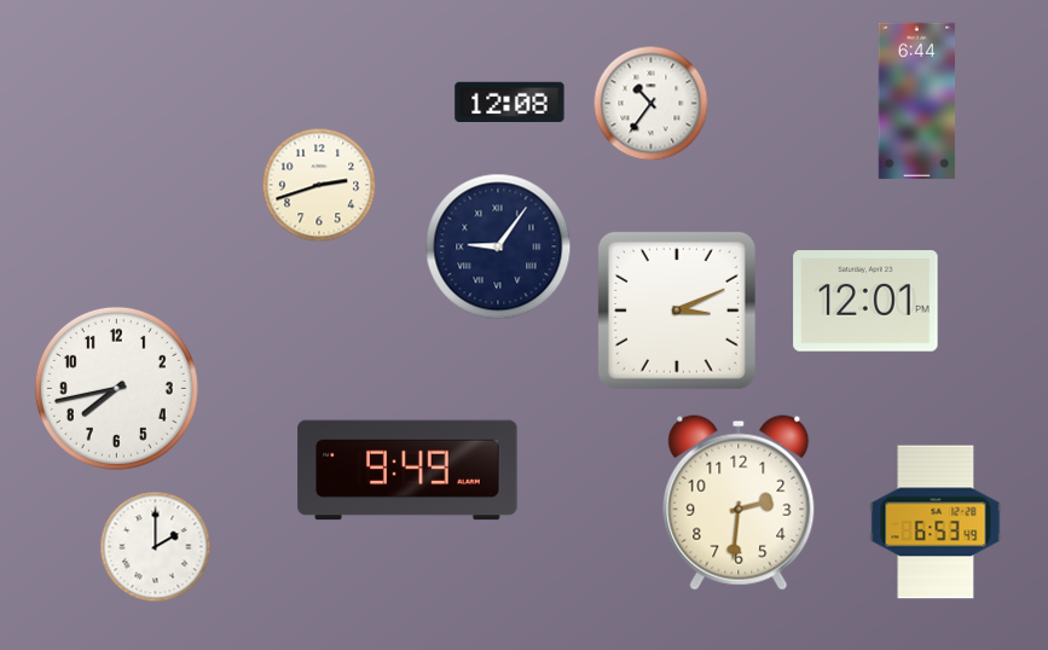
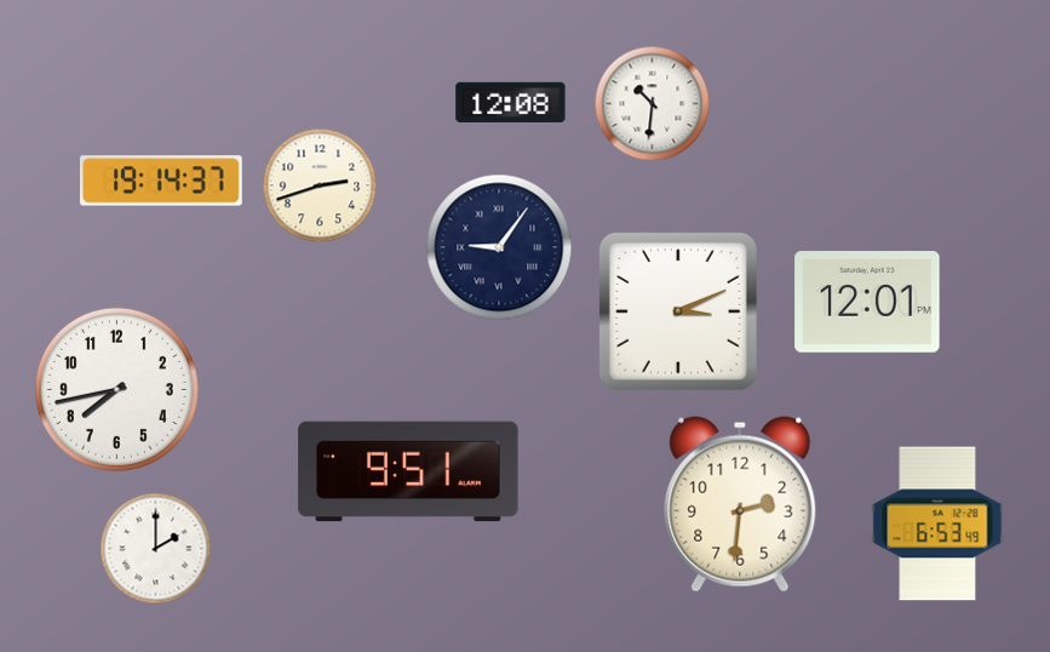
clock at (917, 101): 6:44 -> none
clock at (652, 104): 10:36 -> 10:31
clock at (162, 181): none -> 19:14
clock at (407, 470): 9:49 -> 9:51
